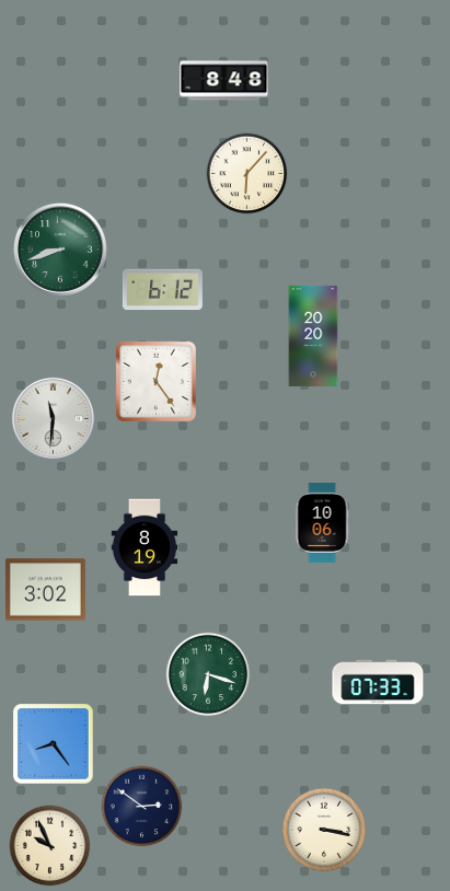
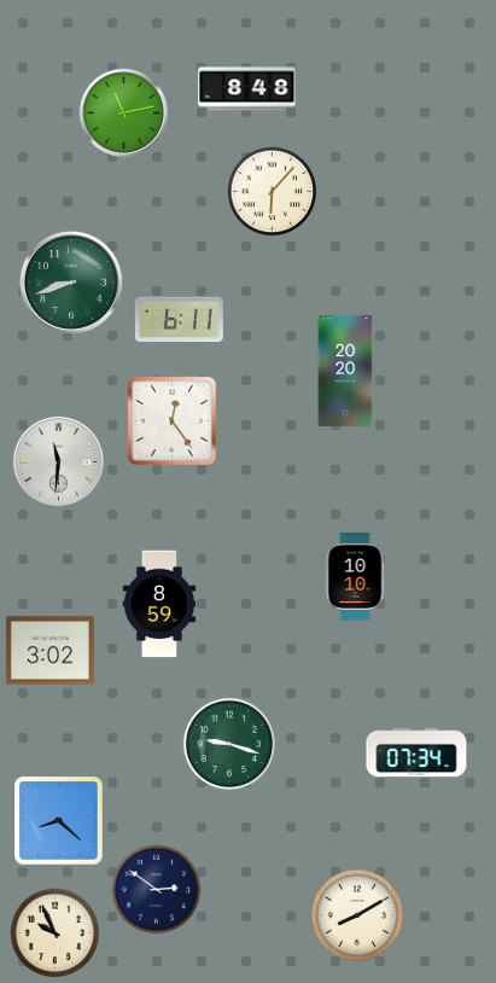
clock at (123, 112): none -> 11:13
clock at (60, 250) position: (60, 250) -> (71, 283)
clock at (162, 290): 6:12 -> 6:11
clock at (322, 522): 10:06 -> 10:10
clock at (145, 547): 8:19 -> 8:59
clock at (208, 674): 6:18 -> 9:18
clock at (378, 682): 07:33 -> 07:34
clock at (54, 744): 8:24 -> 8:22
clock at (324, 830): 3:17 -> 8:10
